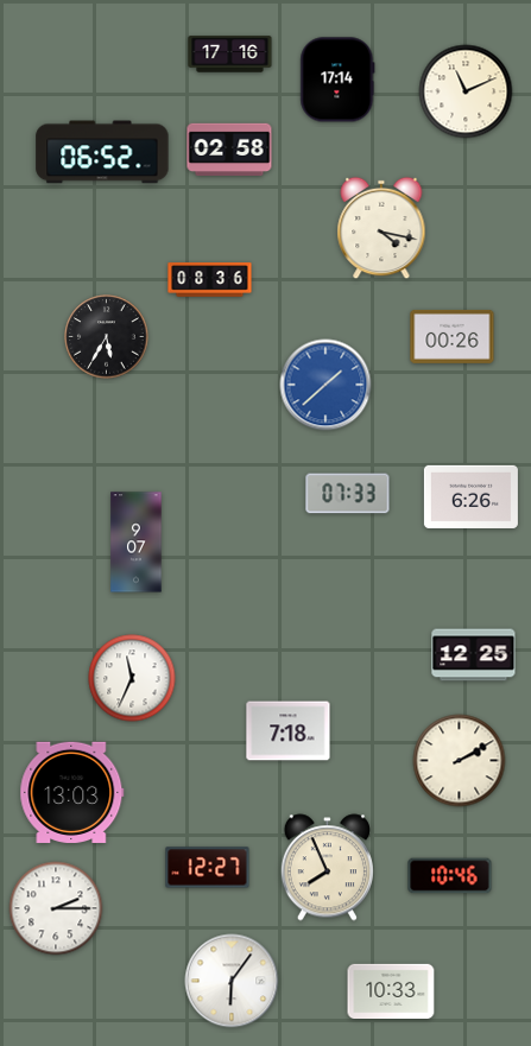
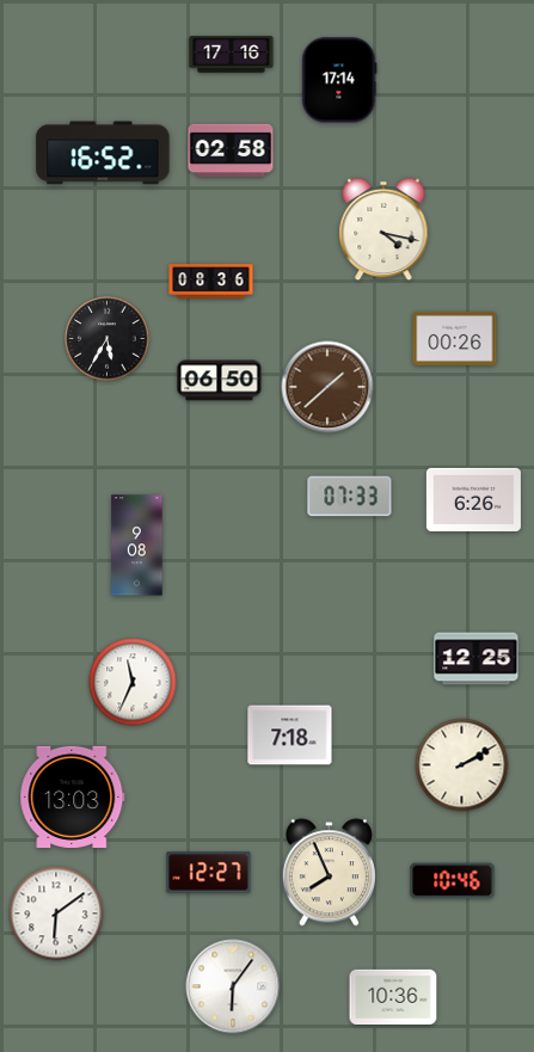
clock at (466, 91): 11:11 -> none
clock at (102, 152): 06:52 -> 16:52
clock at (220, 381): none -> 06:50
clock at (325, 385) dial: blue -> brown
clock at (137, 543): 9:07 -> 9:08
clock at (56, 908): 2:15 -> 6:09
clock at (391, 990): 10:33 -> 10:36
